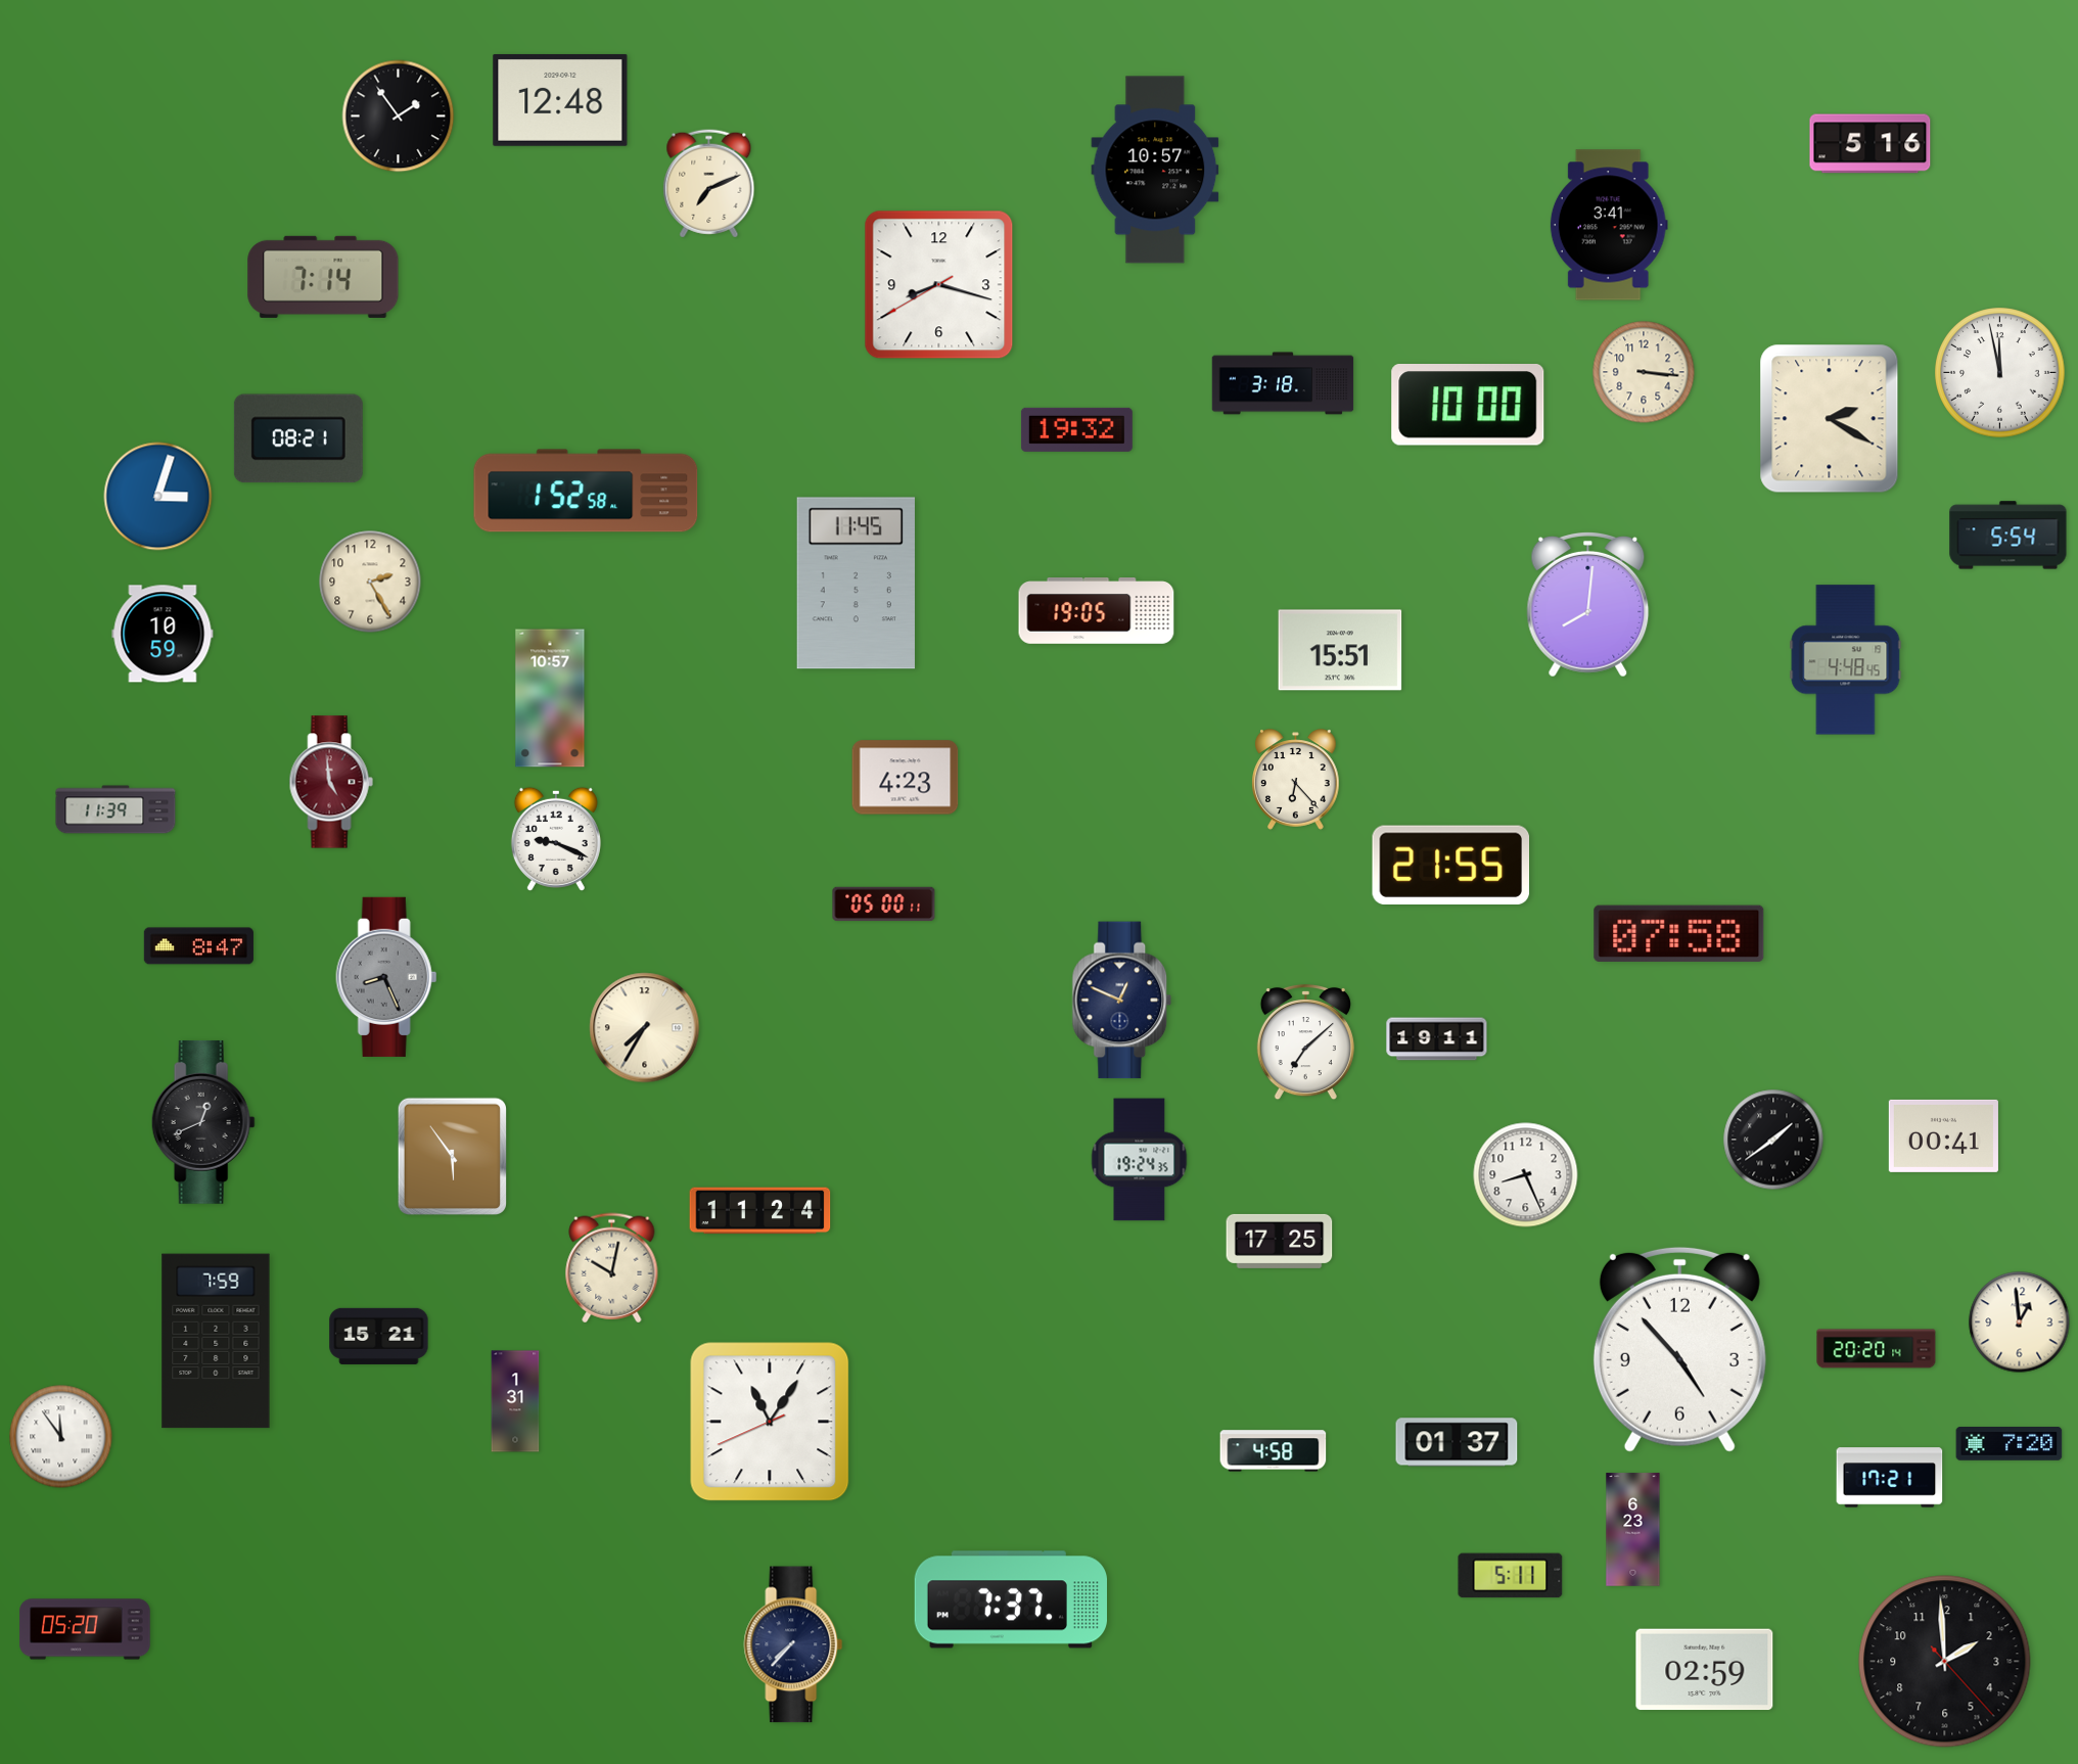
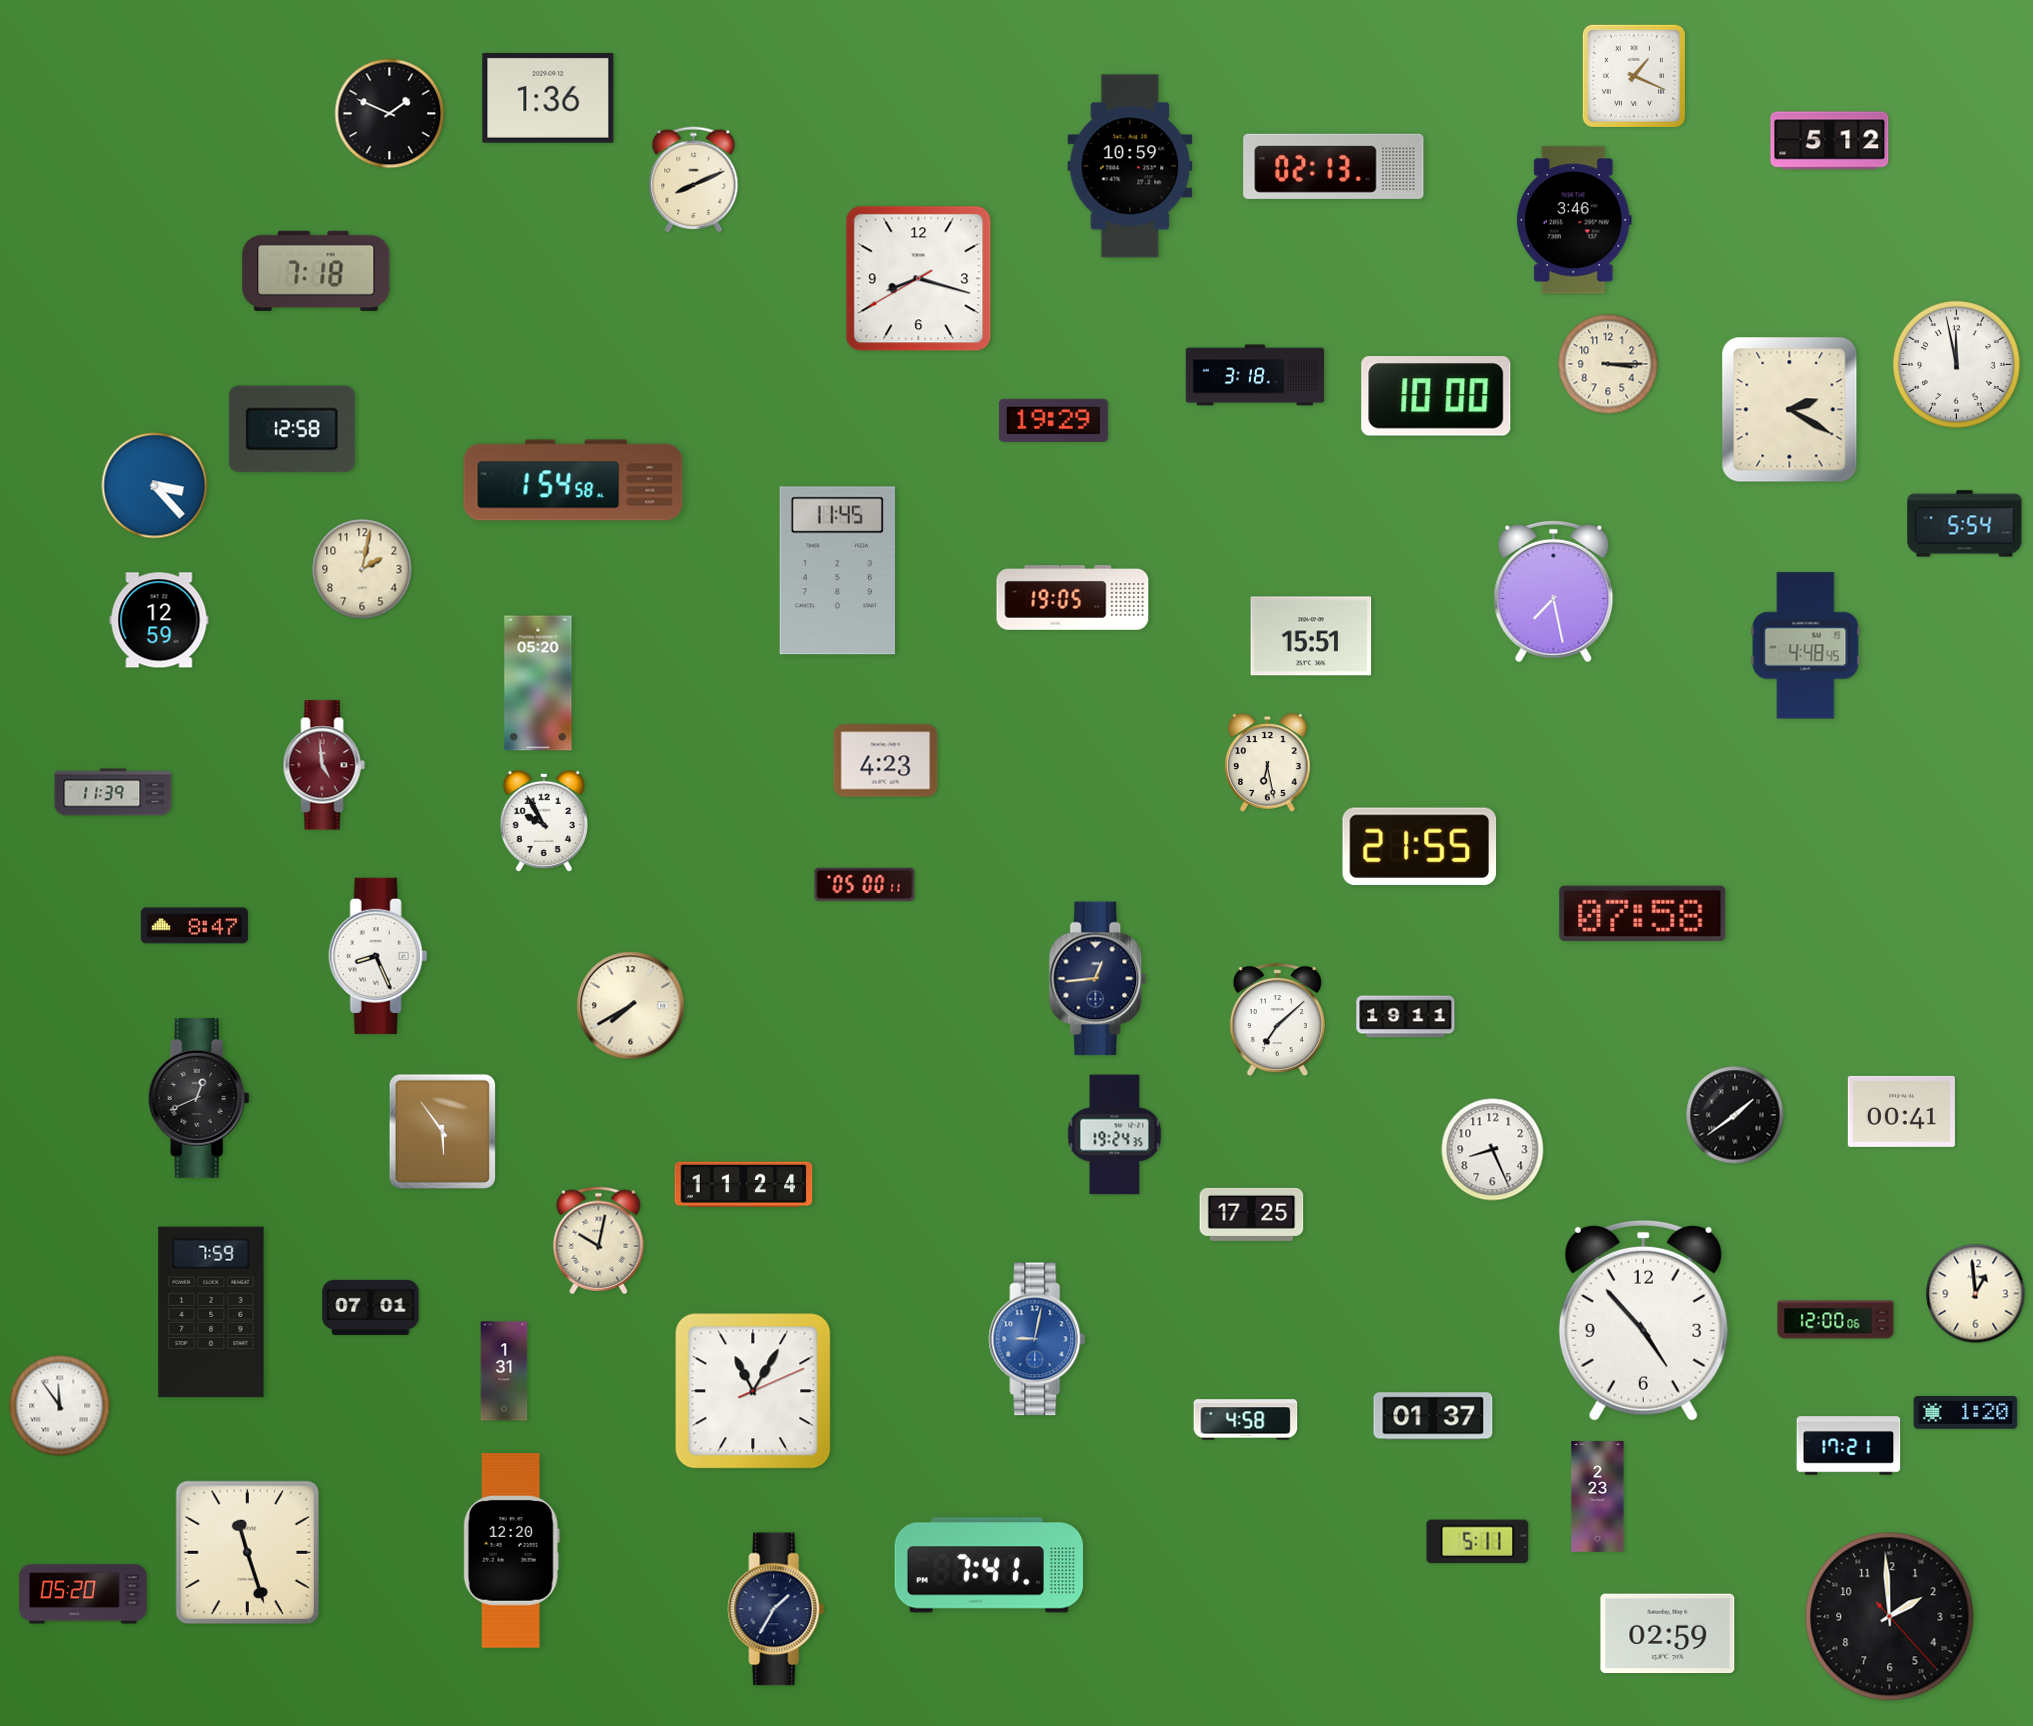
clock at (1634, 76): none -> 1:19
clock at (560, 100): 12:48 -> 1:36
clock at (399, 117): 1:54 -> 1:49
clock at (1871, 144): 5:16 -> 5:12
clock at (1155, 170): 10:57 -> 10:59
clock at (1334, 166): none -> 02:13
clock at (709, 184): 7:11 -> 8:11
clock at (1609, 225): 3:41 -> 3:46
clock at (323, 277): 7:14 -> 7:18
clock at (1644, 372): 3:16 -> 3:15
clock at (1076, 429): 19:32 -> 19:29
clock at (298, 438): 08:21 -> 12:58
clock at (586, 491): 1:52 -> 1:54
clock at (158, 497): 3:03 -> 3:23
clock at (370, 582): 2:25 -> 2:02
clock at (1588, 604): 8:01 -> 7:28
clock at (163, 634): 10:59 -> 12:59
clock at (550, 698): 10:57 -> 05:20
clock at (1296, 780): 6:23 -> 6:28
clock at (556, 839): 9:19 -> 9:55
clock at (386, 977) dial: grey -> white
clock at (1122, 1001): 12:49 -> 12:44
clock at (645, 1028): 7:35 -> 7:40
clock at (379, 1336): 15:21 -> 07:01
clock at (1877, 1349): 20:20 -> 12:00
clock at (1037, 1339): none -> 9:02
clock at (770, 1422): 11:05:41 -> 11:05:11
clock at (1457, 1442) position: (1457, 1442) -> (1433, 1416)
clock at (2010, 1444): 7:20 -> 1:20
clock at (1633, 1530): 6:23 -> 2:23
clock at (511, 1551): none -> 12:20
clock at (247, 1552): none -> 11:27
clock at (1010, 1599): 7:37 -> 7:41
clock at (793, 1644): 7:37 -> 1:35
clock at (1945, 1662) position: (1945, 1662) -> (1890, 1617)
